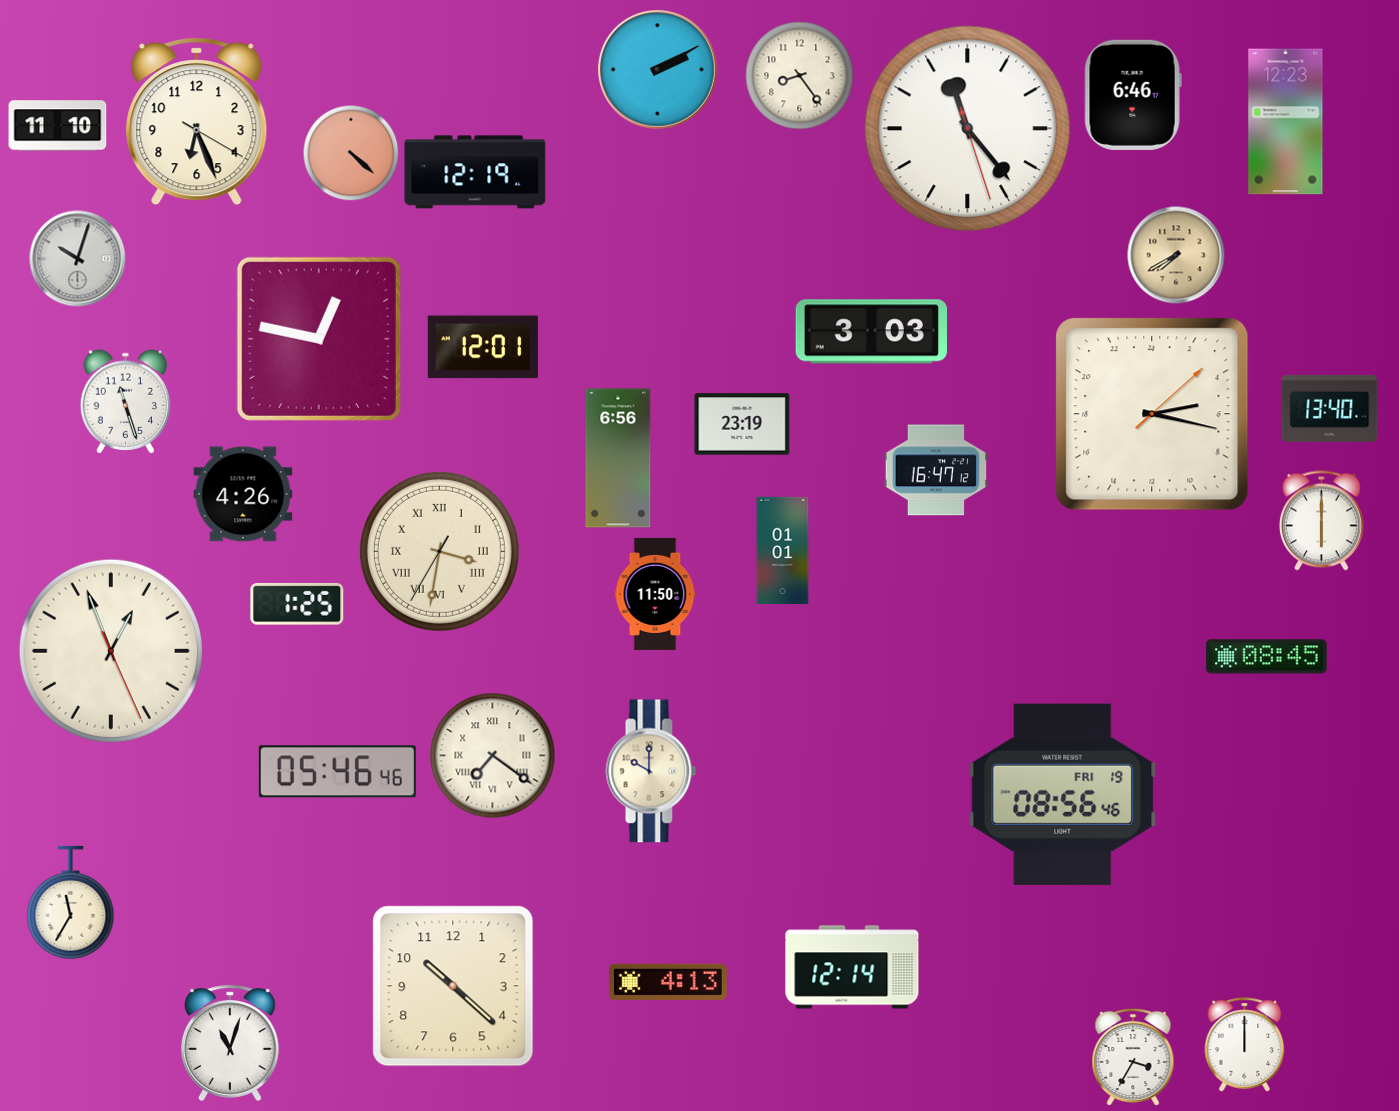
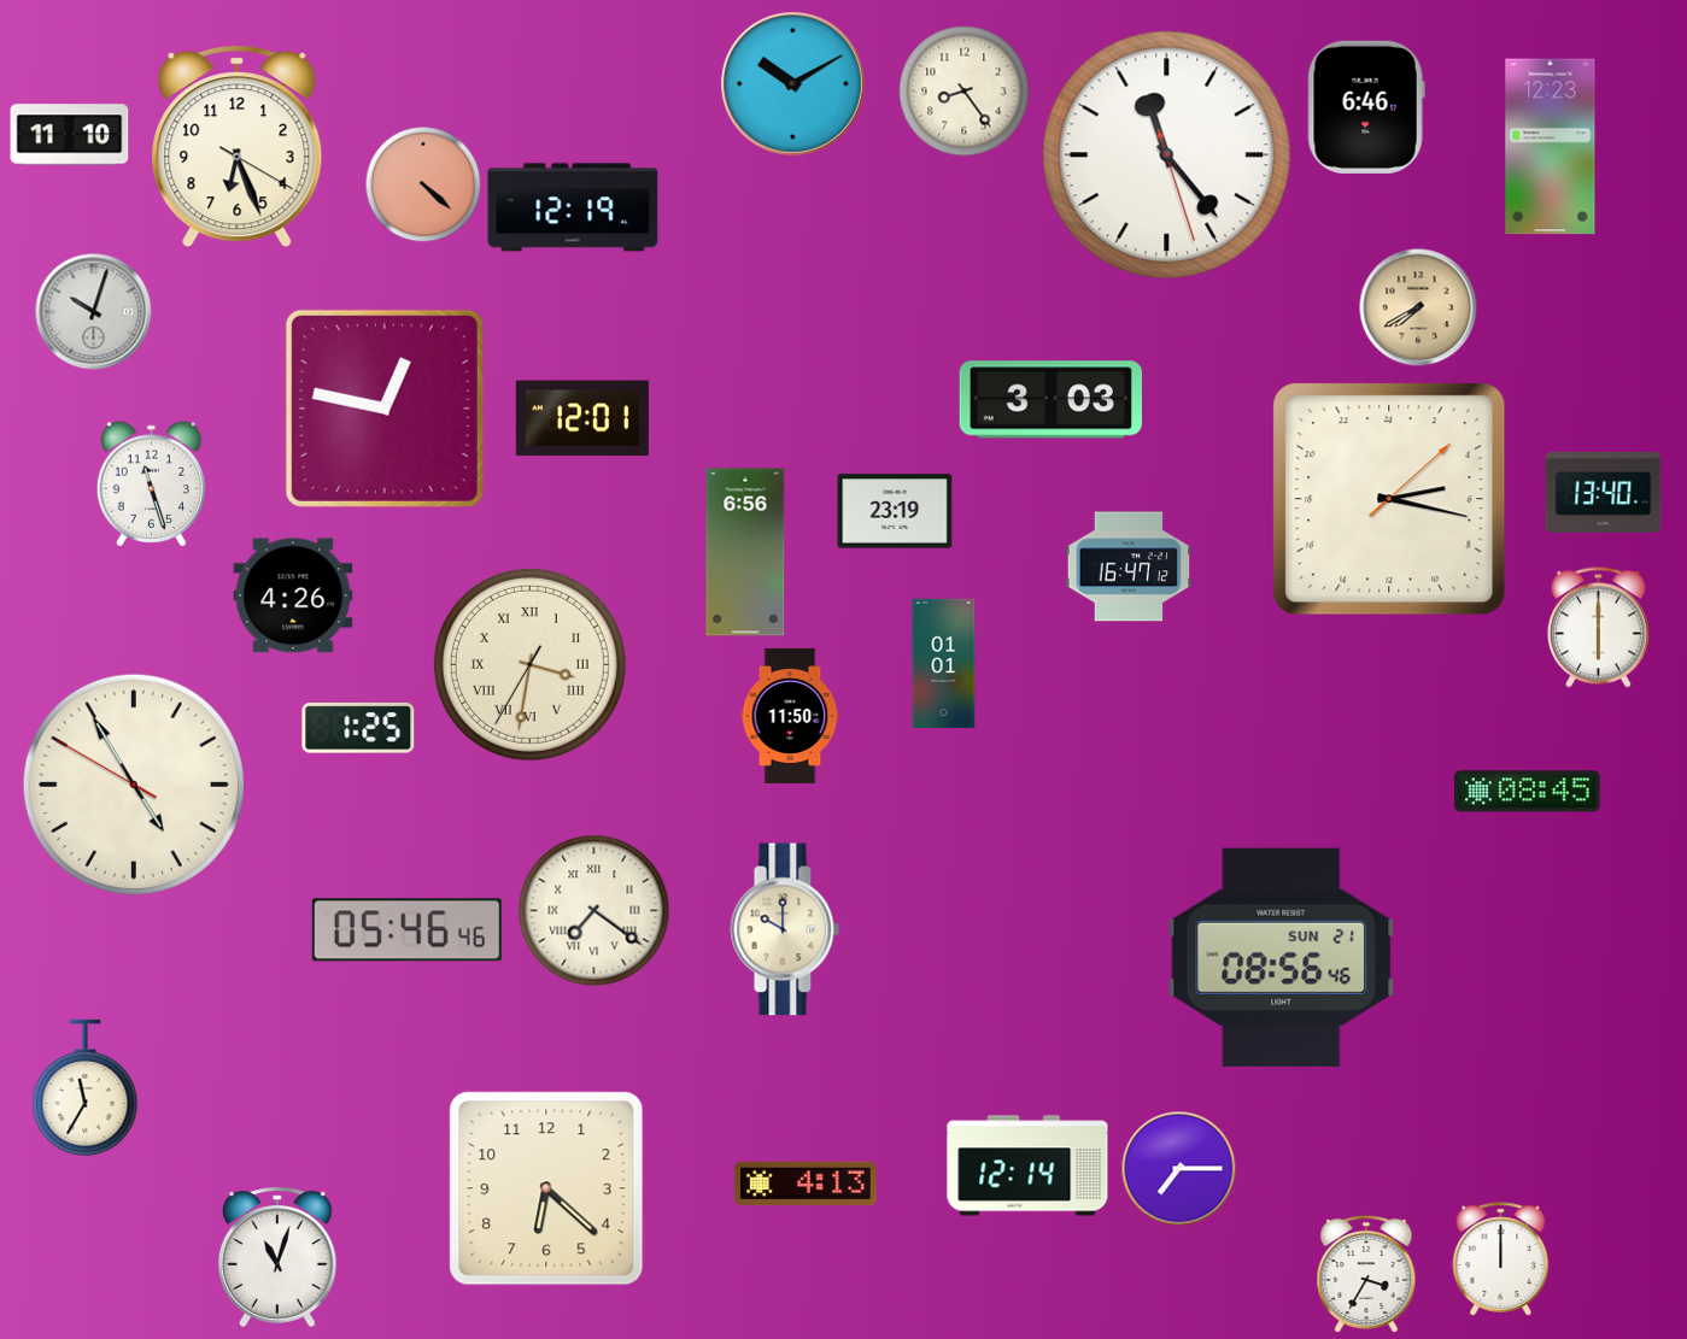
clock at (657, 69): 2:10 -> 10:10
clock at (1133, 95) position: (1133, 95) -> (1366, 107)
clock at (58, 126) position: (58, 126) -> (70, 135)
clock at (1321, 521) position: (1321, 521) -> (1598, 628)
clock at (111, 651): 12:56 -> 4:54
clock at (1063, 794) date: FRI 19 -> SUN 21
clock at (1178, 1168): none -> 7:15
clock at (453, 986): 10:22 -> 6:22
